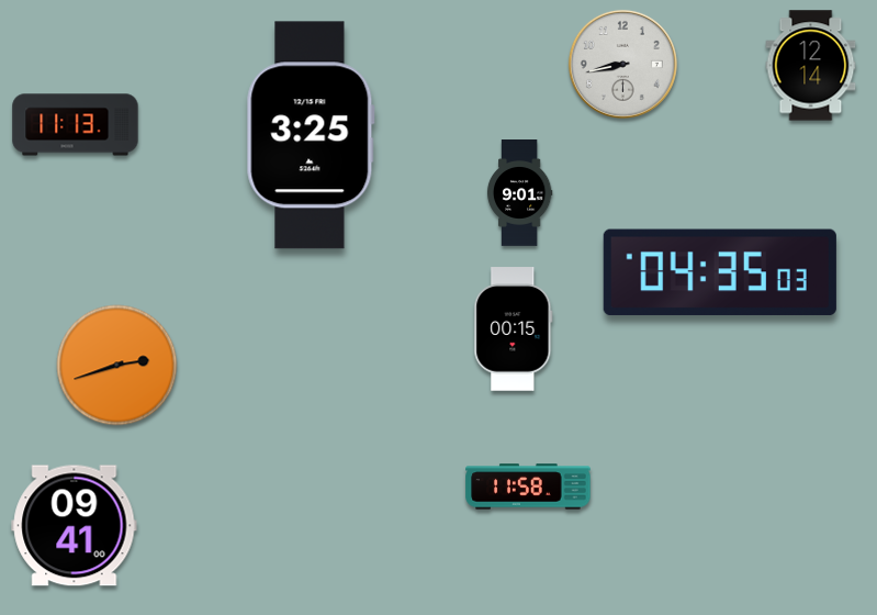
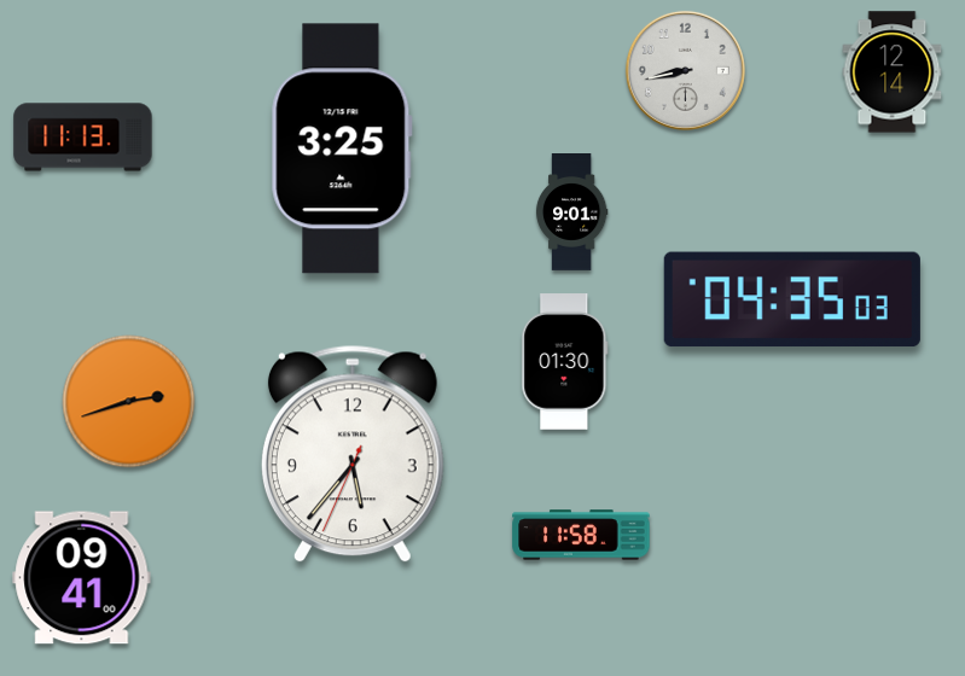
clock at (514, 329): 00:15 -> 01:30
clock at (353, 454): none -> 5:36
